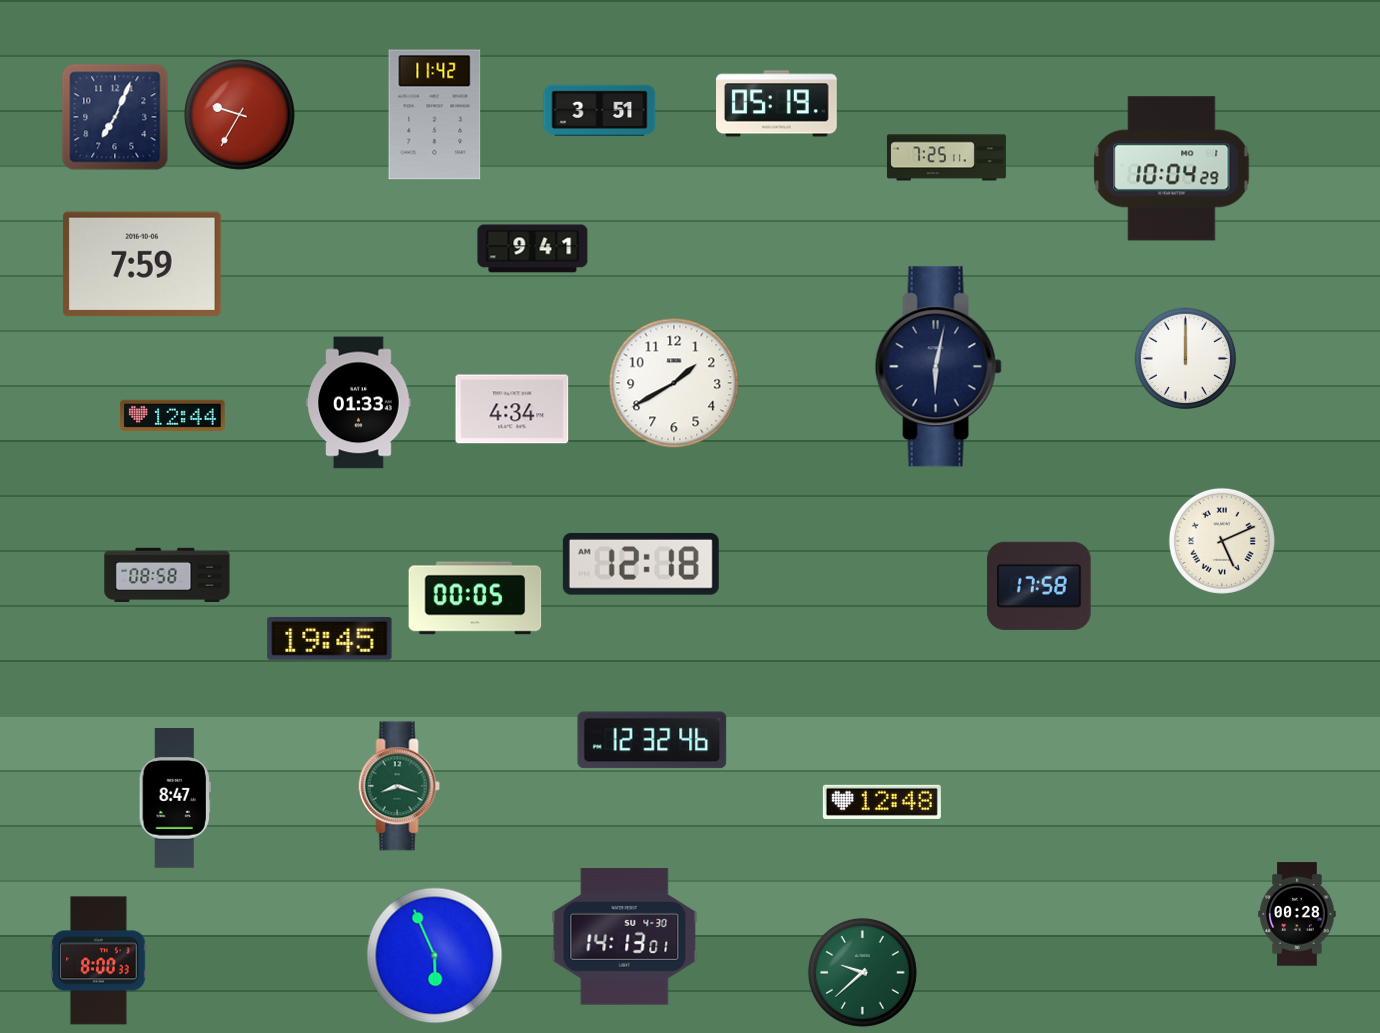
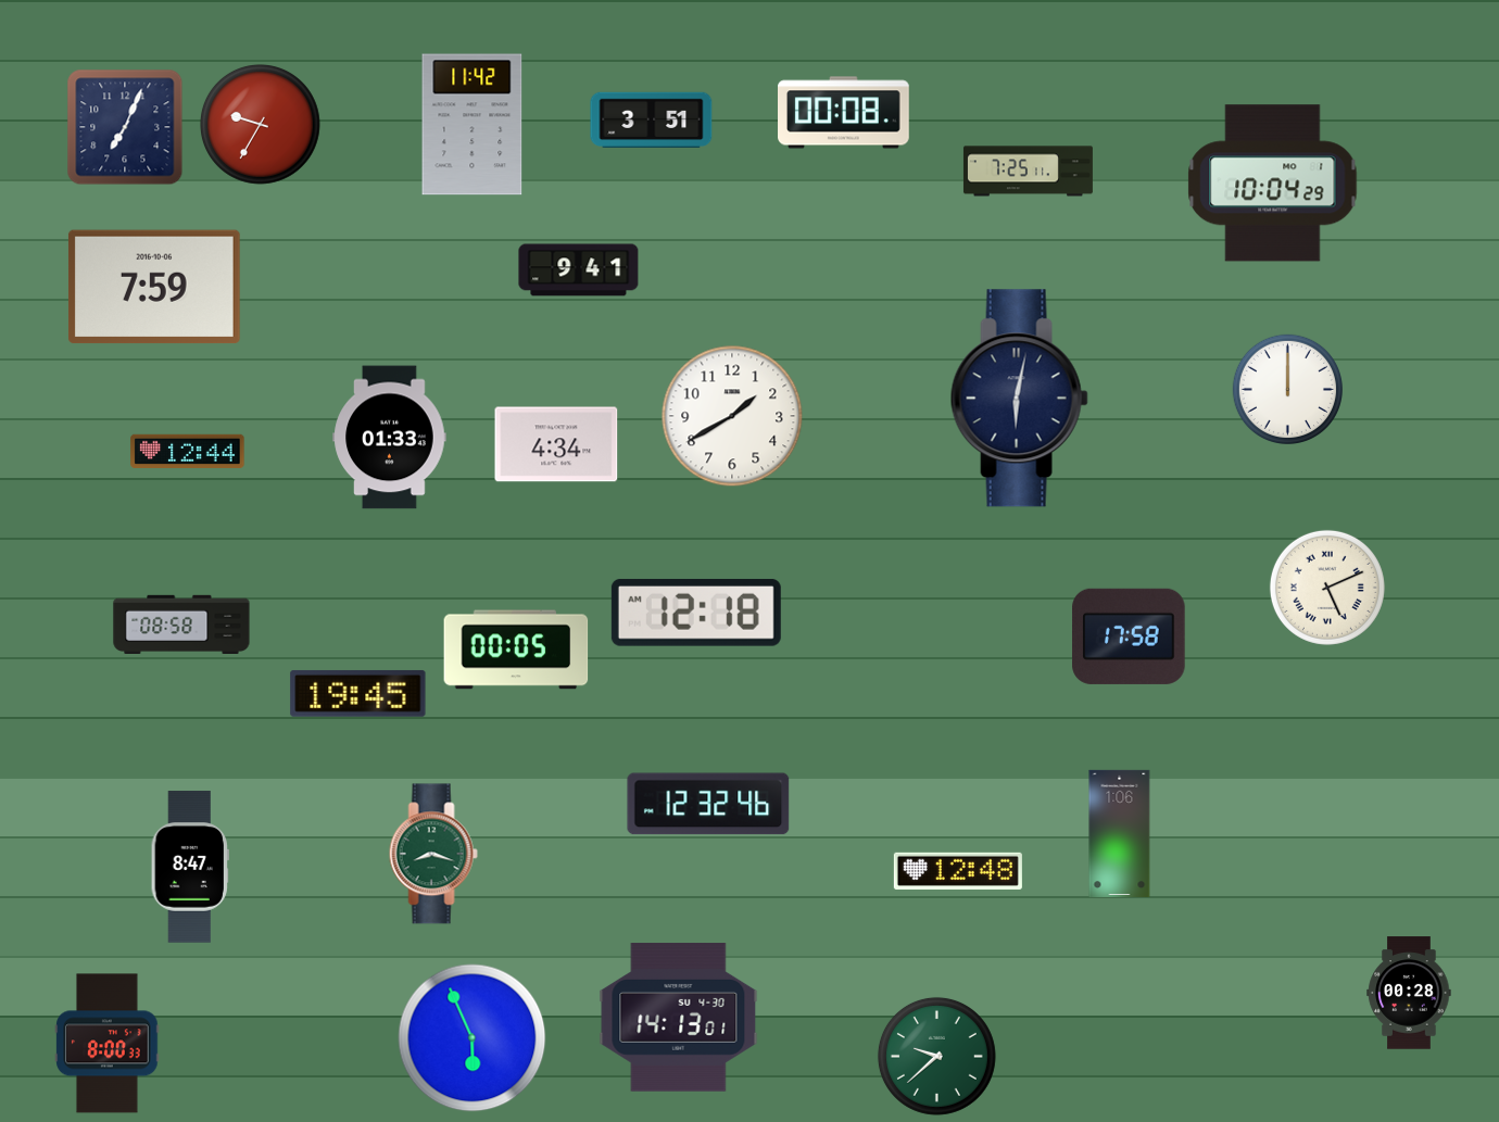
clock at (777, 104): 05:19 -> 00:08
clock at (1120, 833): none -> 1:06
